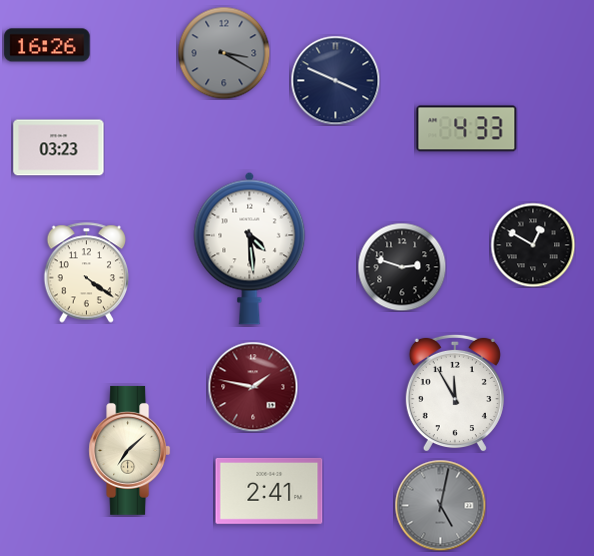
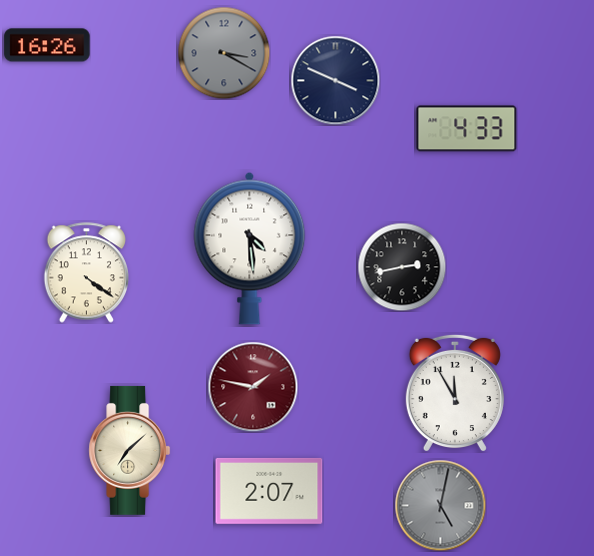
clock at (59, 148): 03:23 -> none
clock at (533, 245): 12:50 -> none
clock at (402, 267): 2:48 -> 2:43
clock at (269, 491): 2:41 -> 2:07
